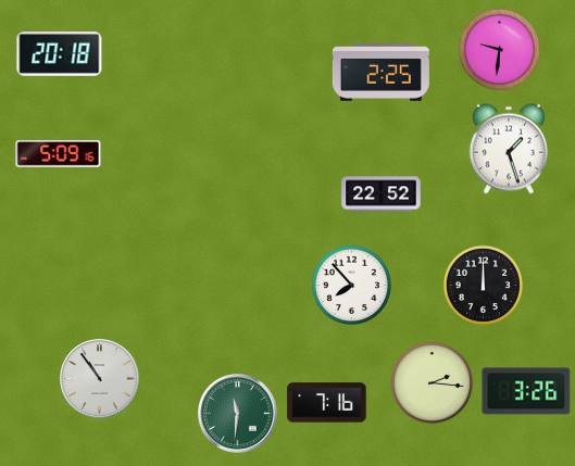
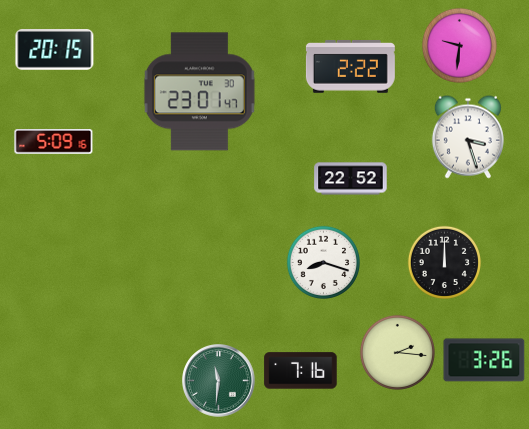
clock at (60, 54): 20:18 -> 20:15
clock at (380, 73): 2:25 -> 2:22
clock at (199, 92): none -> 23:01
clock at (509, 149): 1:27 -> 3:27
clock at (351, 285): 7:53 -> 8:18
clock at (100, 379): 10:54 -> none
